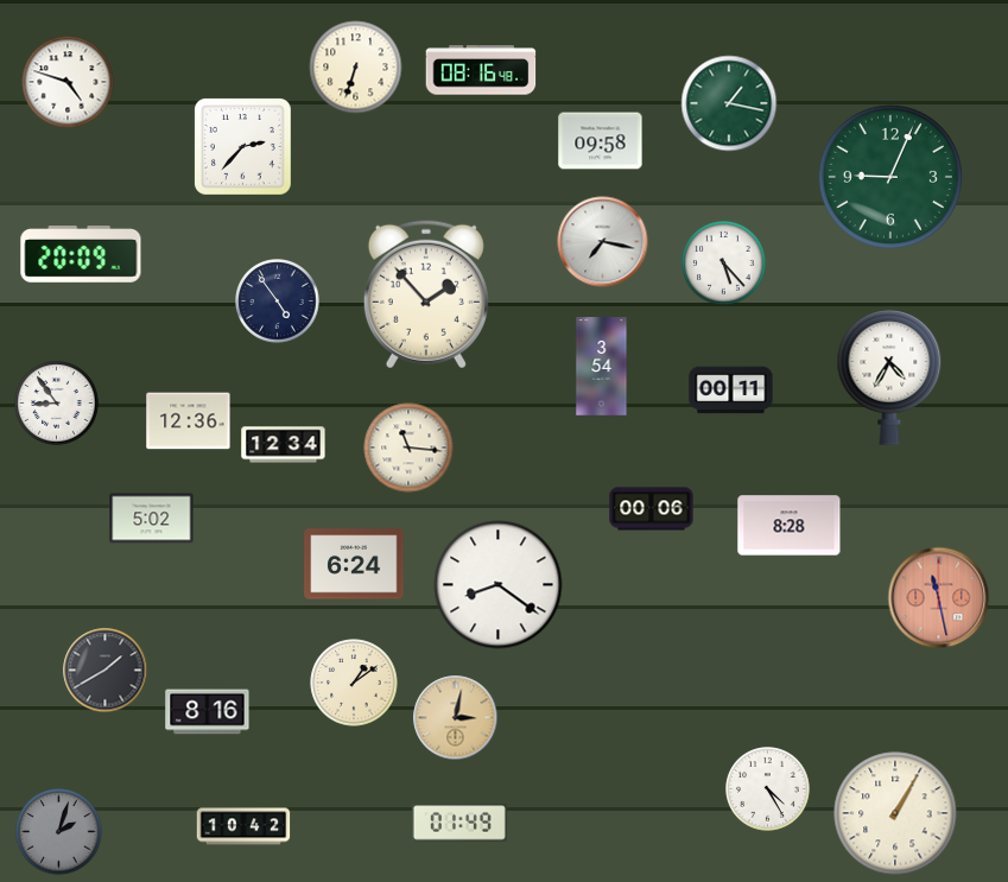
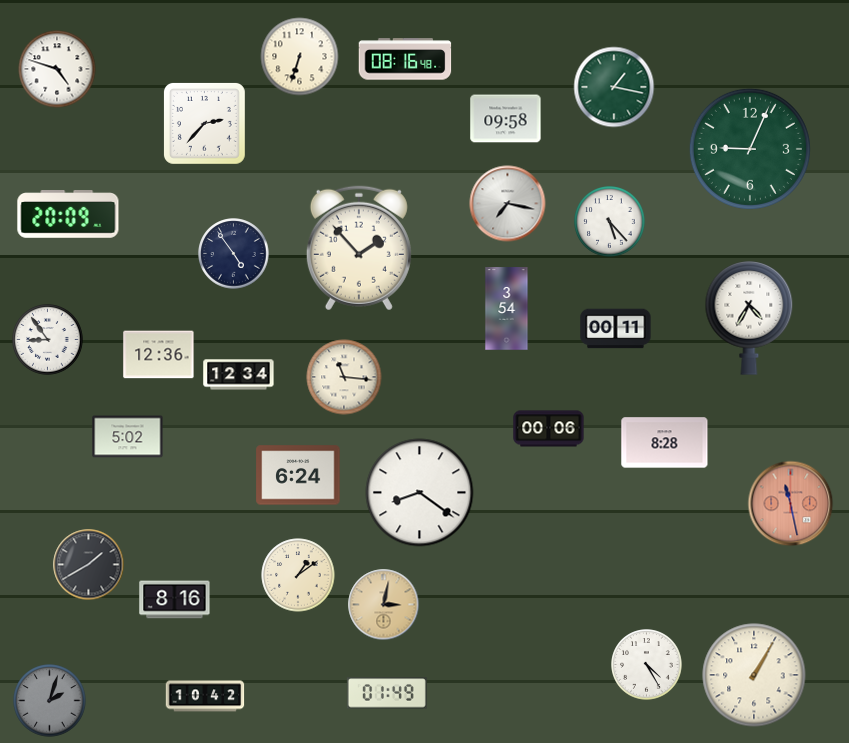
clock at (895, 813) position: (895, 813) -> (754, 675)
